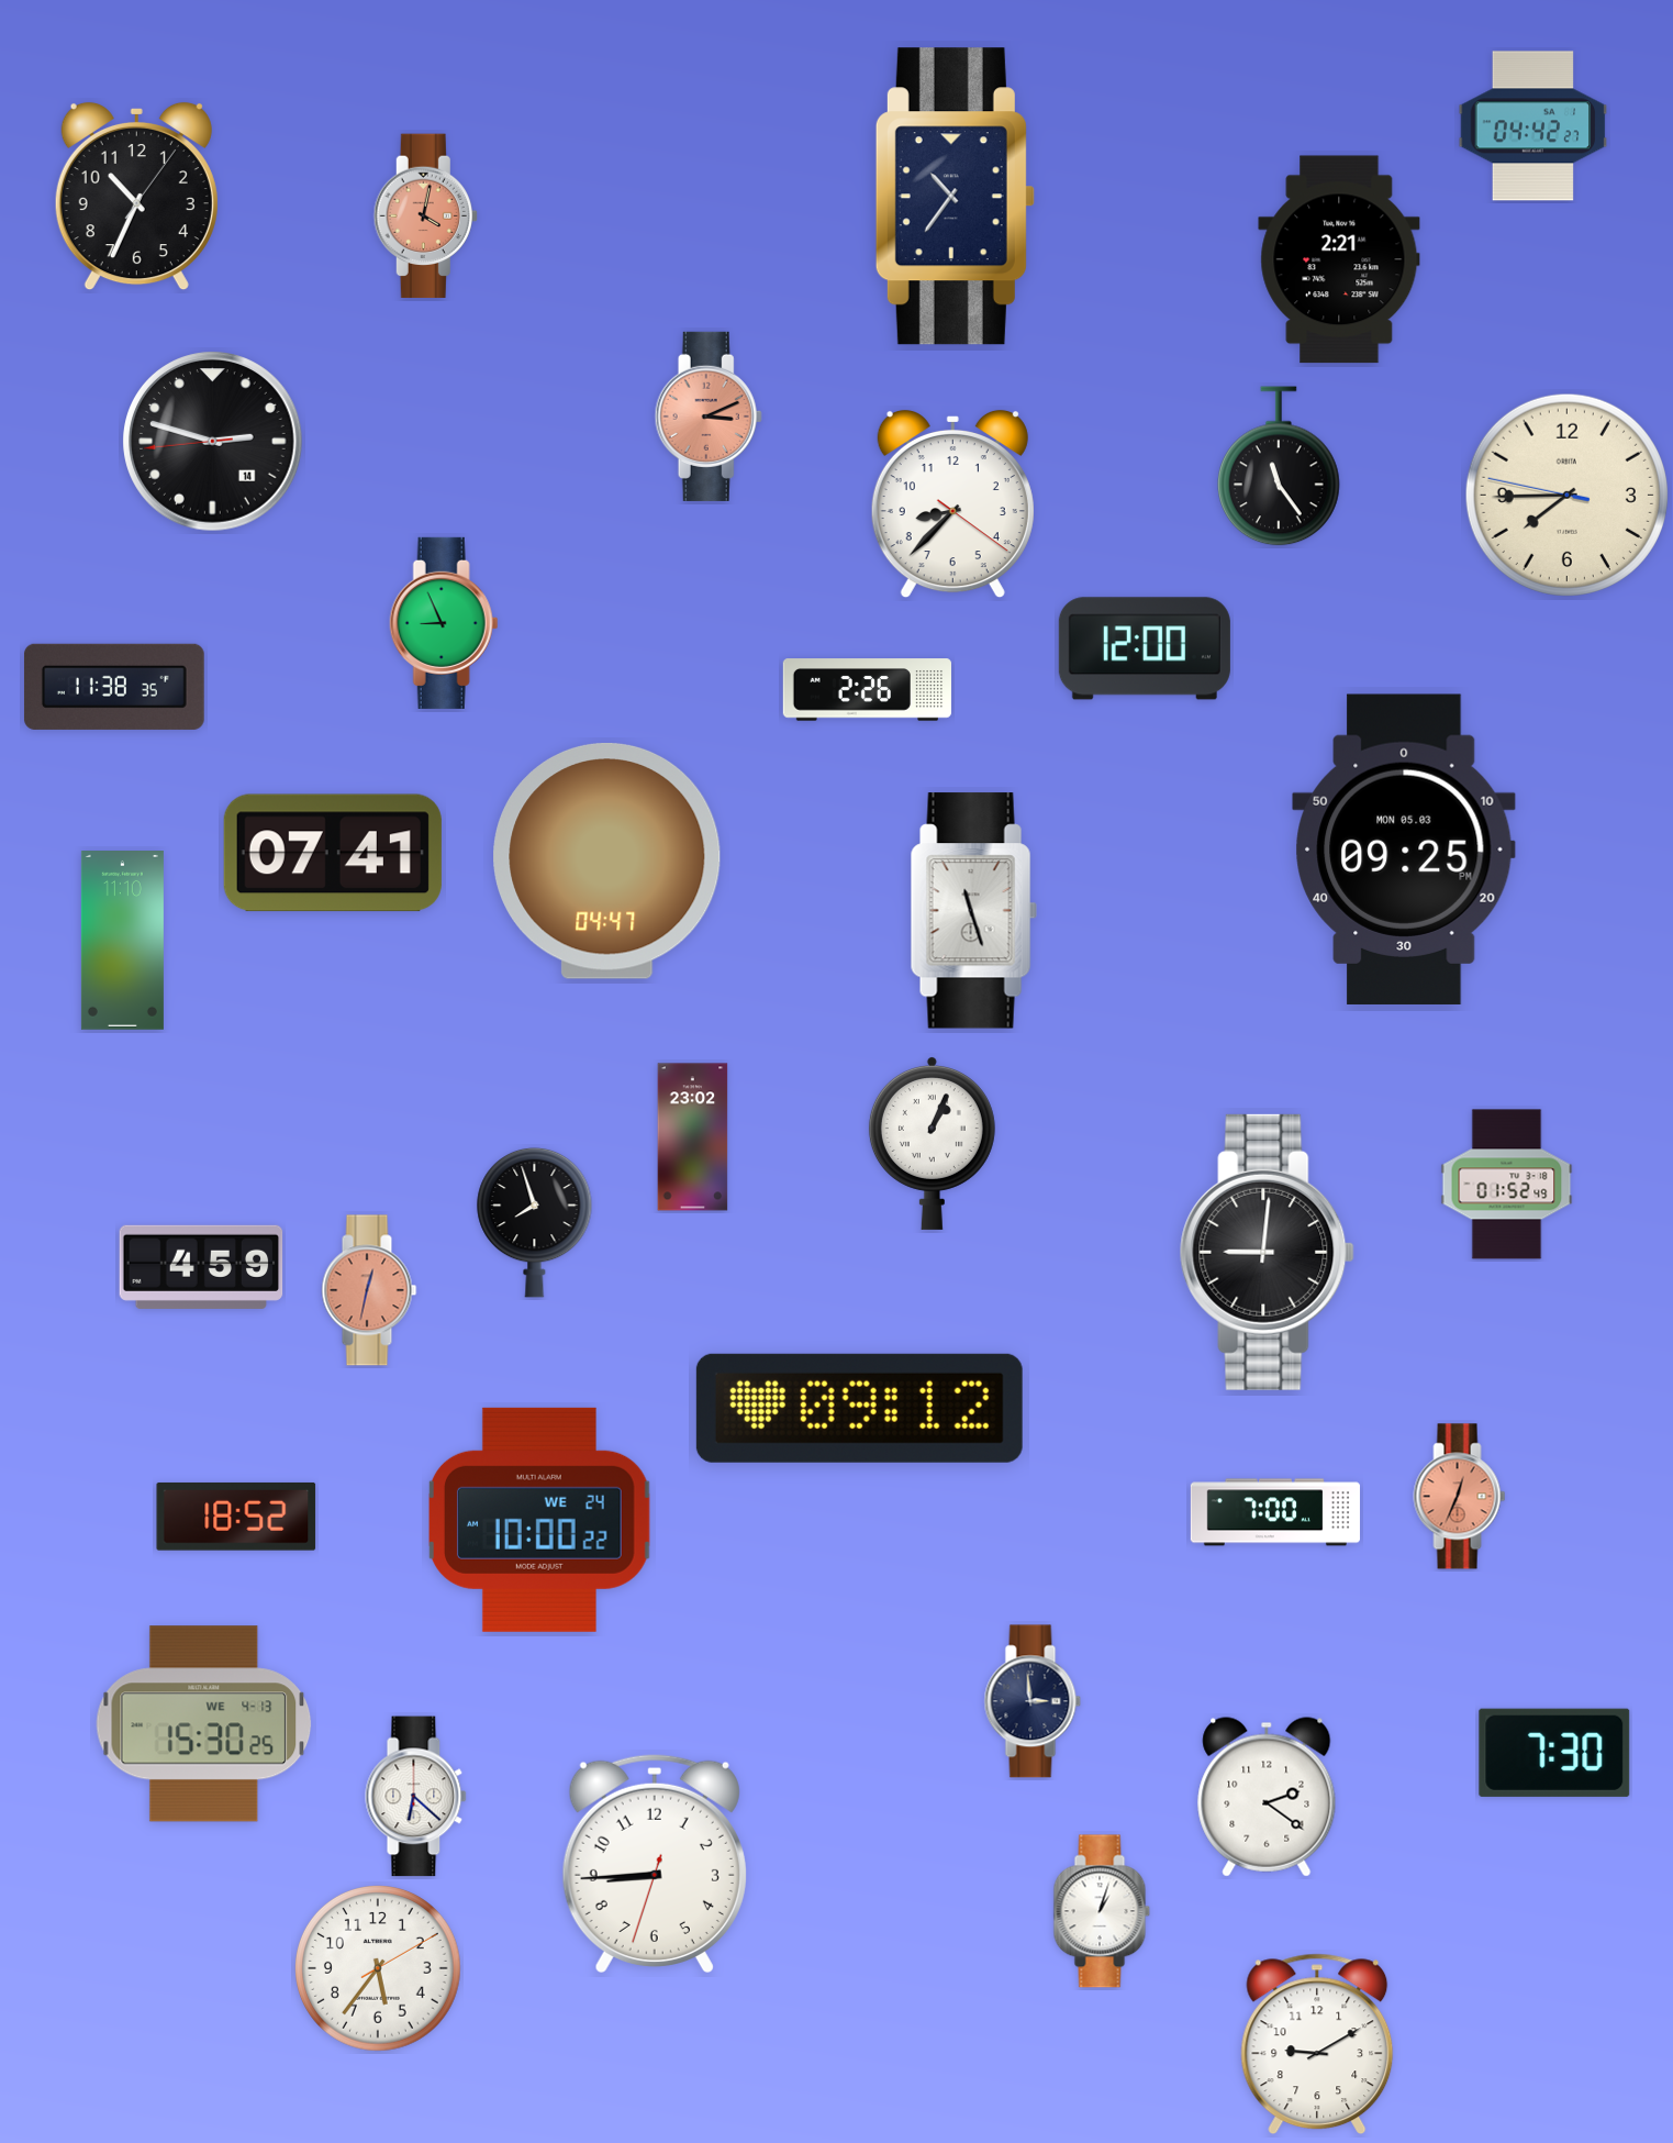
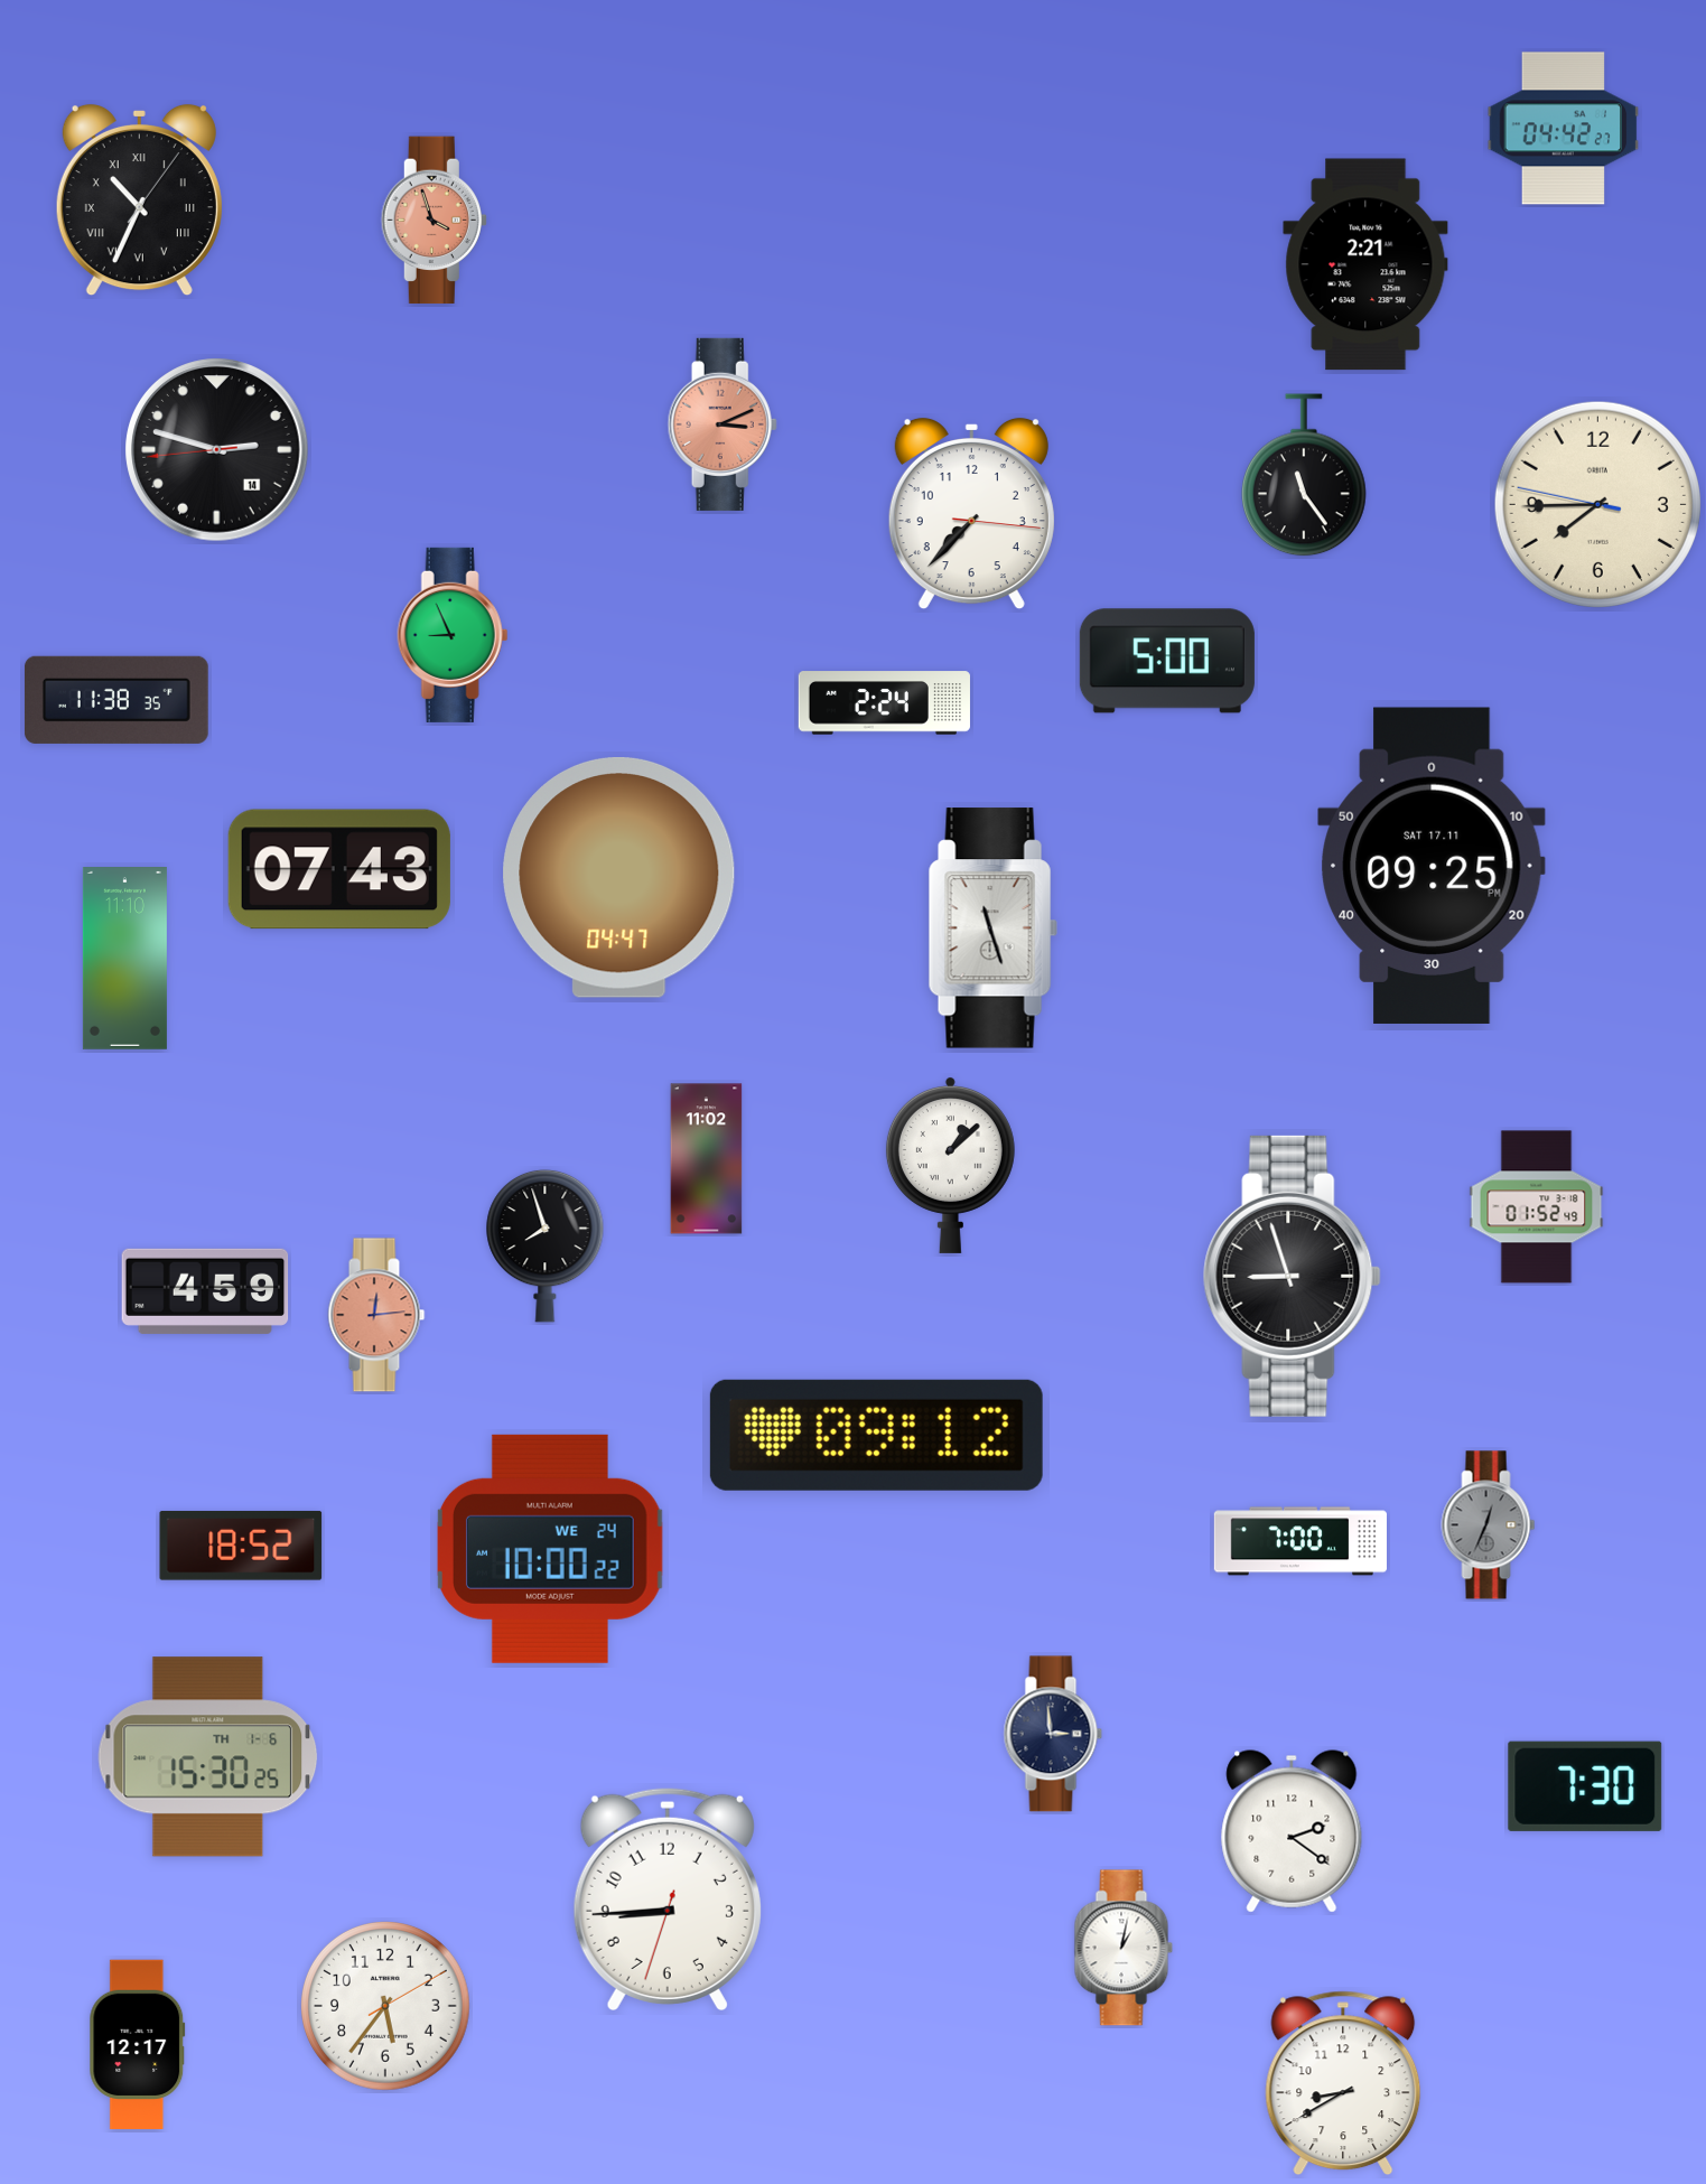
clock at (136, 197) numerals: Arabic -> Roman
clock at (955, 197): 10:36 -> none
clock at (425, 216): 4:02 -> 3:57
clock at (952, 504): 8:37 -> 7:37
clock at (1145, 648): 12:00 -> 5:00
clock at (867, 690): 2:26 -> 2:24
clock at (1405, 850) date: MON 05.03 -> SAT 17.11
clock at (333, 853): 07:41 -> 07:43
clock at (693, 1137): 23:02 -> 11:02
clock at (932, 1143): 1:04 -> 1:08
clock at (1268, 1252): 9:01 -> 8:57
clock at (369, 1290): 12:32 -> 12:14
clock at (1460, 1497) dial: salmon -> grey
clock at (204, 1724) date: WE 4-13 -> TH 1-6
clock at (416, 1797): 6:22 -> none
clock at (1102, 1911): 1:03 -> 1:02
clock at (138, 2045): none -> 12:17
clock at (1317, 2044): 9:10 -> 8:40
